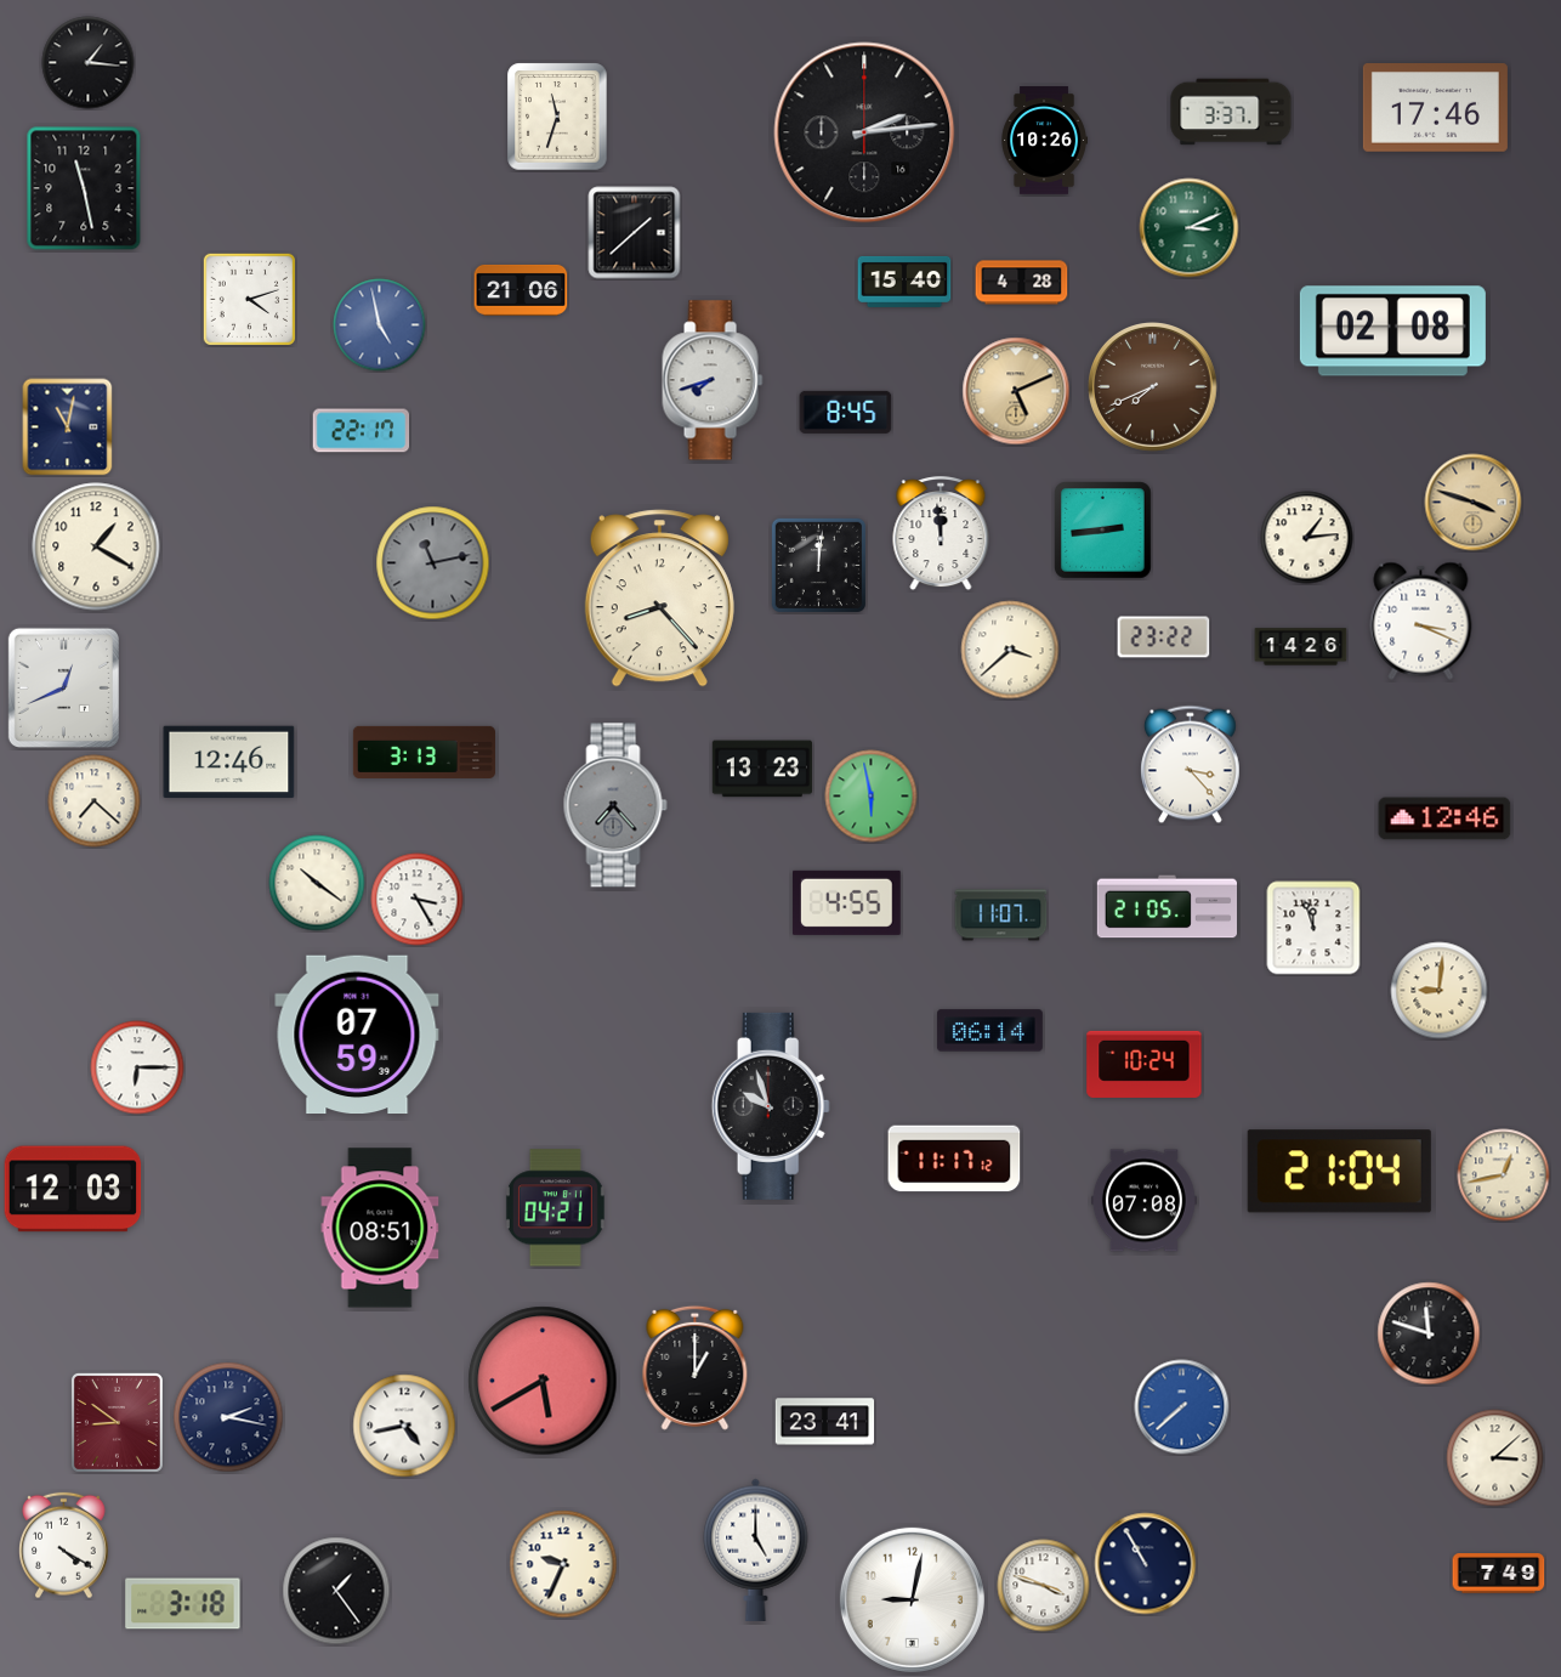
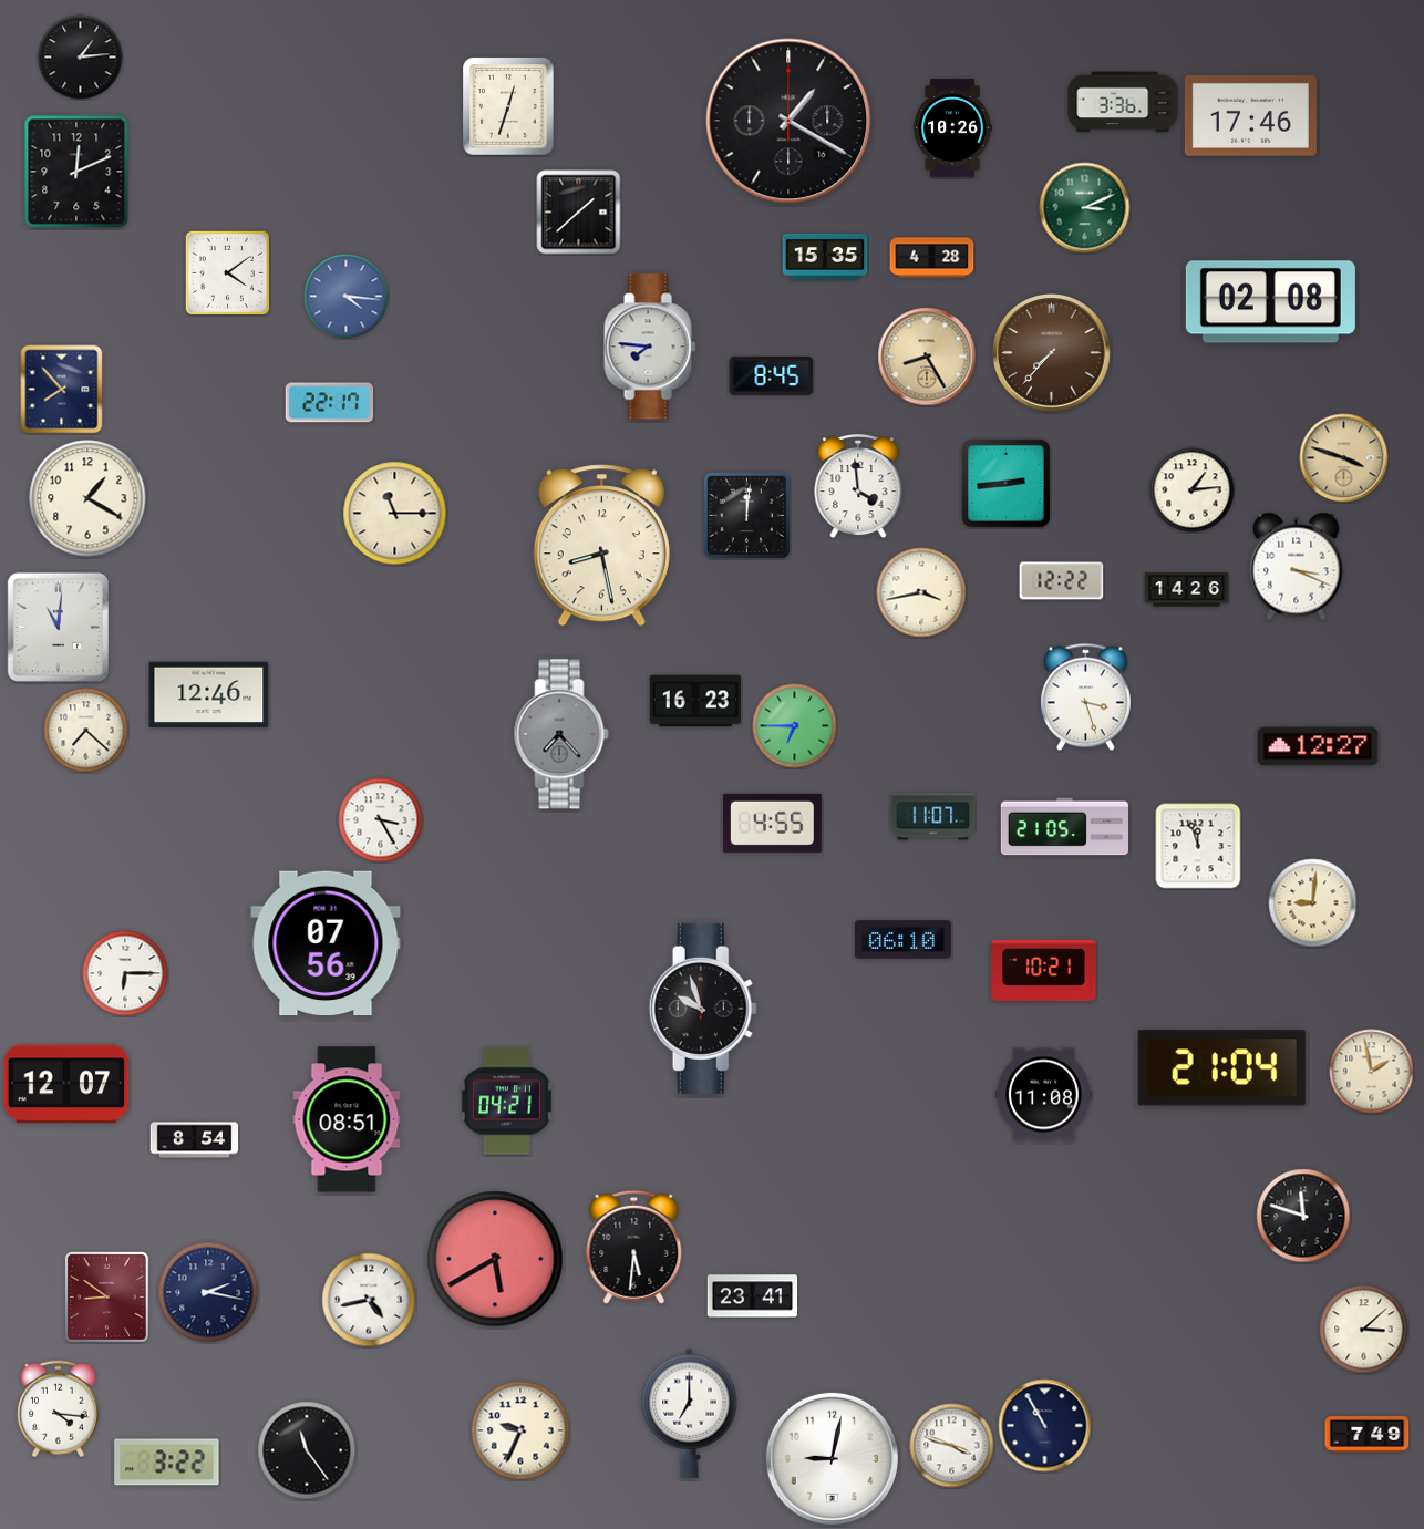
clock at (89, 63): 1:16 -> 1:14
clock at (1435, 108) position: (1435, 108) -> (1250, 116)
clock at (1231, 112): 3:37 -> 3:36
clock at (557, 117): 11:33 -> 12:33
clock at (864, 132): 2:14 -> 1:20
clock at (84, 188): 11:28 -> 12:11
clock at (904, 282): 15:40 -> 15:35
clock at (521, 290): 21:06 -> none
clock at (249, 299): 4:12 -> 4:09
clock at (380, 325): 4:58 -> 4:16
clock at (713, 380): 7:42 -> 7:46
clock at (1153, 387): 7:41 -> 7:37
clock at (1016, 391): 5:11 -> 8:25
clock at (68, 427): 11:02 -> 7:53
clock at (362, 431) position: (362, 431) -> (330, 403)
clock at (941, 534): 11:59 -> 3:59
clock at (433, 563): 11:13 -> 11:15
clock at (433, 563) dial: grey -> cream
clock at (659, 599): 8:23 -> 8:28
clock at (1164, 638): 23:22 -> 12:22
clock at (1010, 650): 3:38 -> 3:43
clock at (63, 687): 12:41 -> 11:01
clock at (424, 752): 3:13 -> none
clock at (1191, 765): 3:23 -> 3:27
clock at (762, 769): 13:23 -> 16:23
clock at (872, 797): 5:58 -> 6:45
clock at (1444, 818): 12:46 -> 12:27
clock at (317, 883): 10:21 -> none
clock at (1001, 916) position: (1001, 916) -> (933, 817)
clock at (989, 1031): 06:14 -> 06:10
clock at (357, 1035): 07:59 -> 07:56
clock at (1145, 1064): 10:24 -> 10:21
clock at (954, 1158): 11:17 -> none
clock at (1504, 1175): 12:43 -> 1:58
clock at (73, 1189): 12:03 -> 12:07
clock at (1143, 1201): 07:08 -> 11:08
clock at (195, 1140): none -> 8:54
clock at (696, 1367): 1:00 -> 5:31
clock at (1182, 1407): 7:38 -> none
clock at (64, 1546): 4:20 -> 4:16
clock at (756, 1549): 5:00 -> 7:00
clock at (563, 1564) position: (563, 1564) -> (520, 1430)
clock at (336, 1591): 1:24 -> 11:24
clock at (183, 1604): 3:18 -> 3:22
